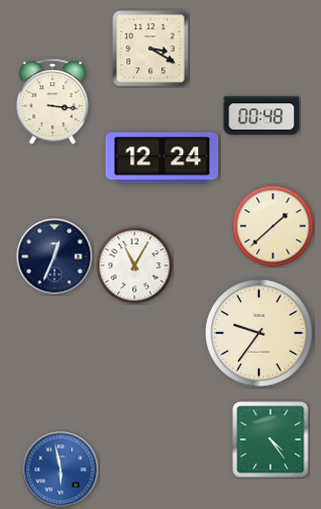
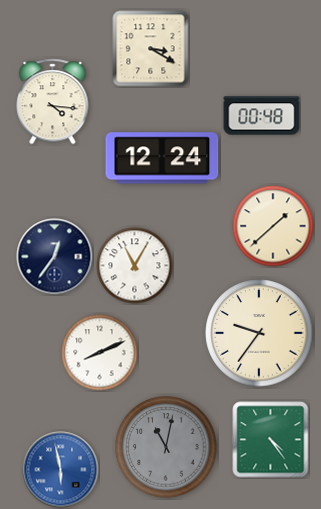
clock at (53, 102): 3:16 -> 4:16
clock at (55, 257): 12:34 -> 12:36
clock at (100, 353): none -> 8:11
clock at (166, 447): none -> 11:02
